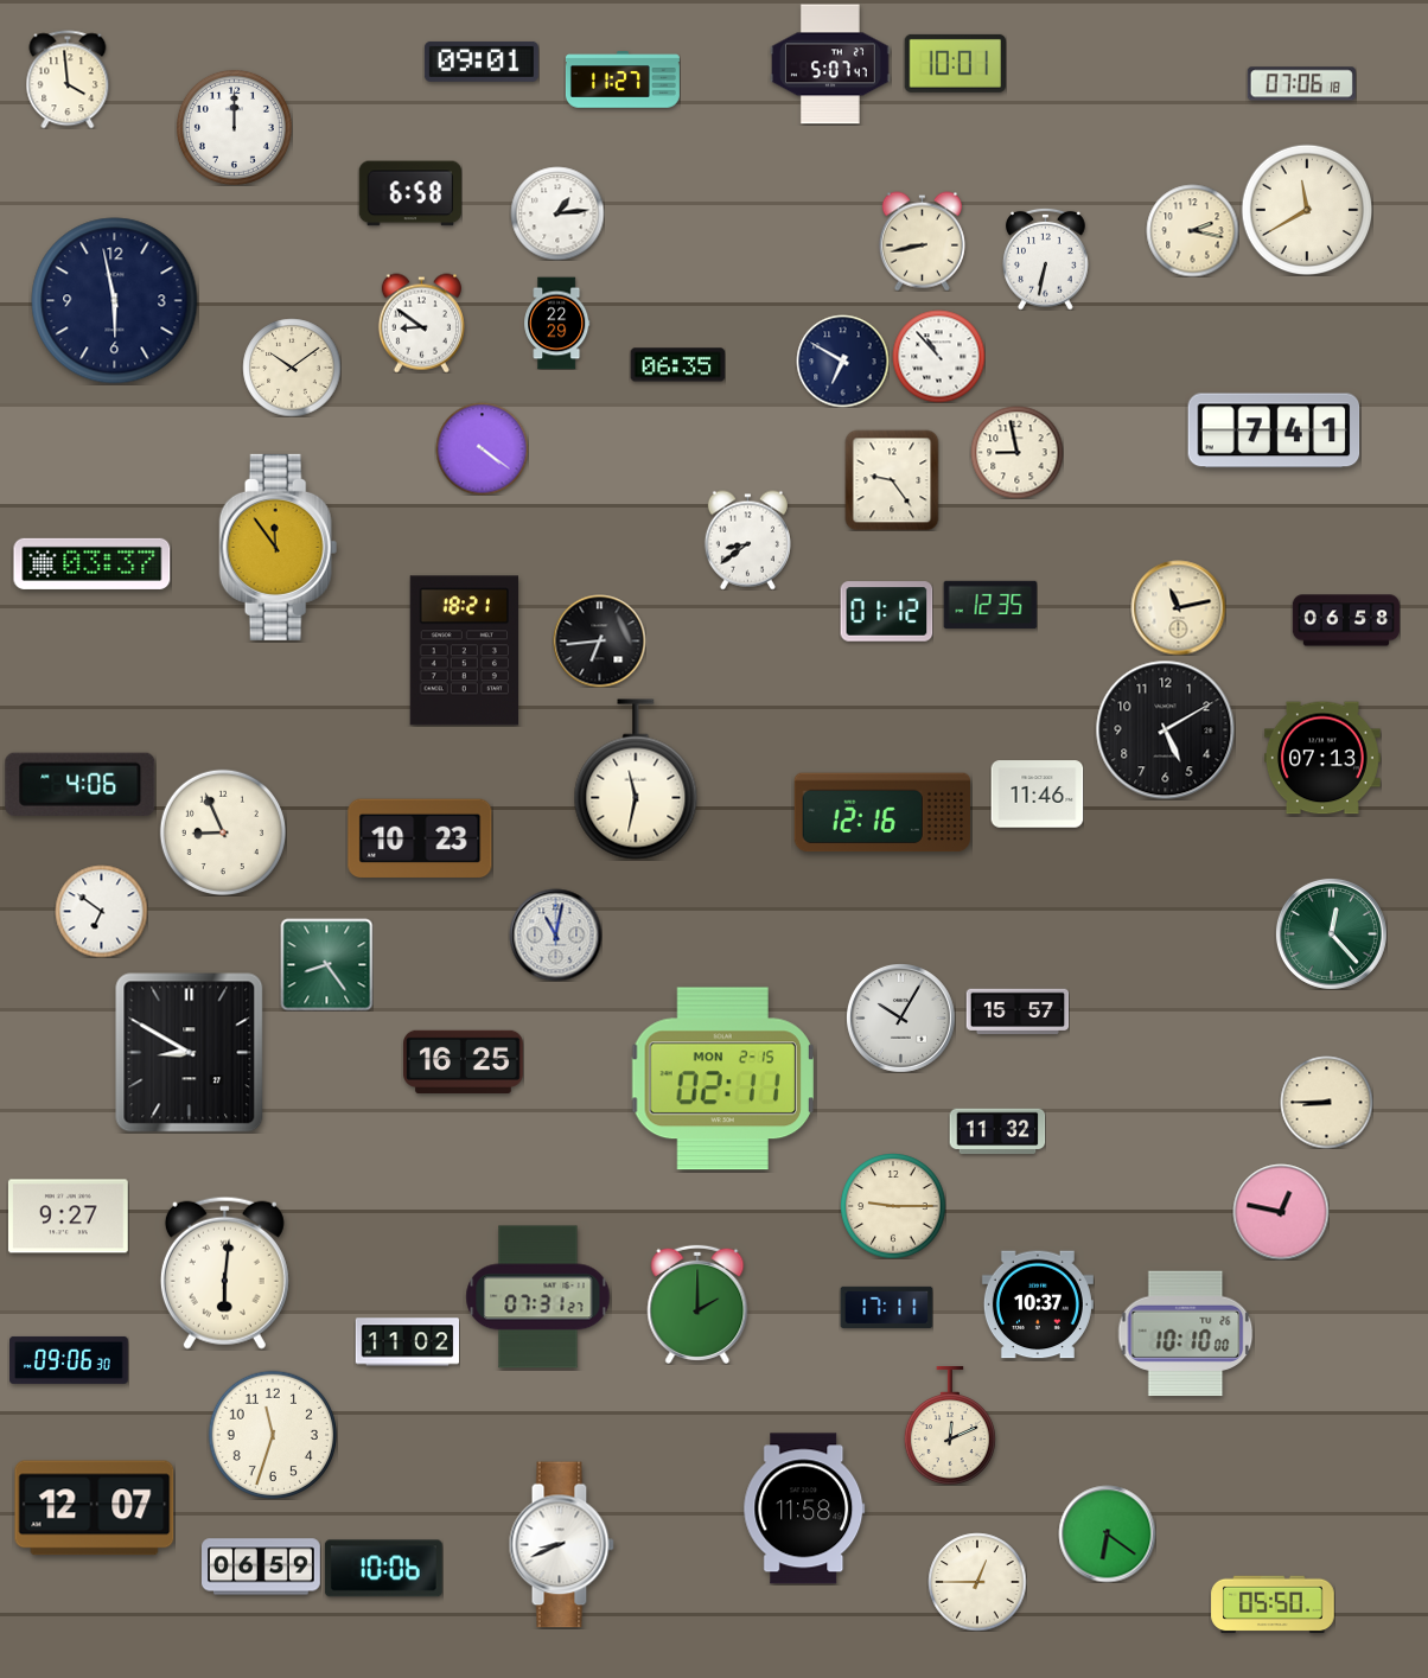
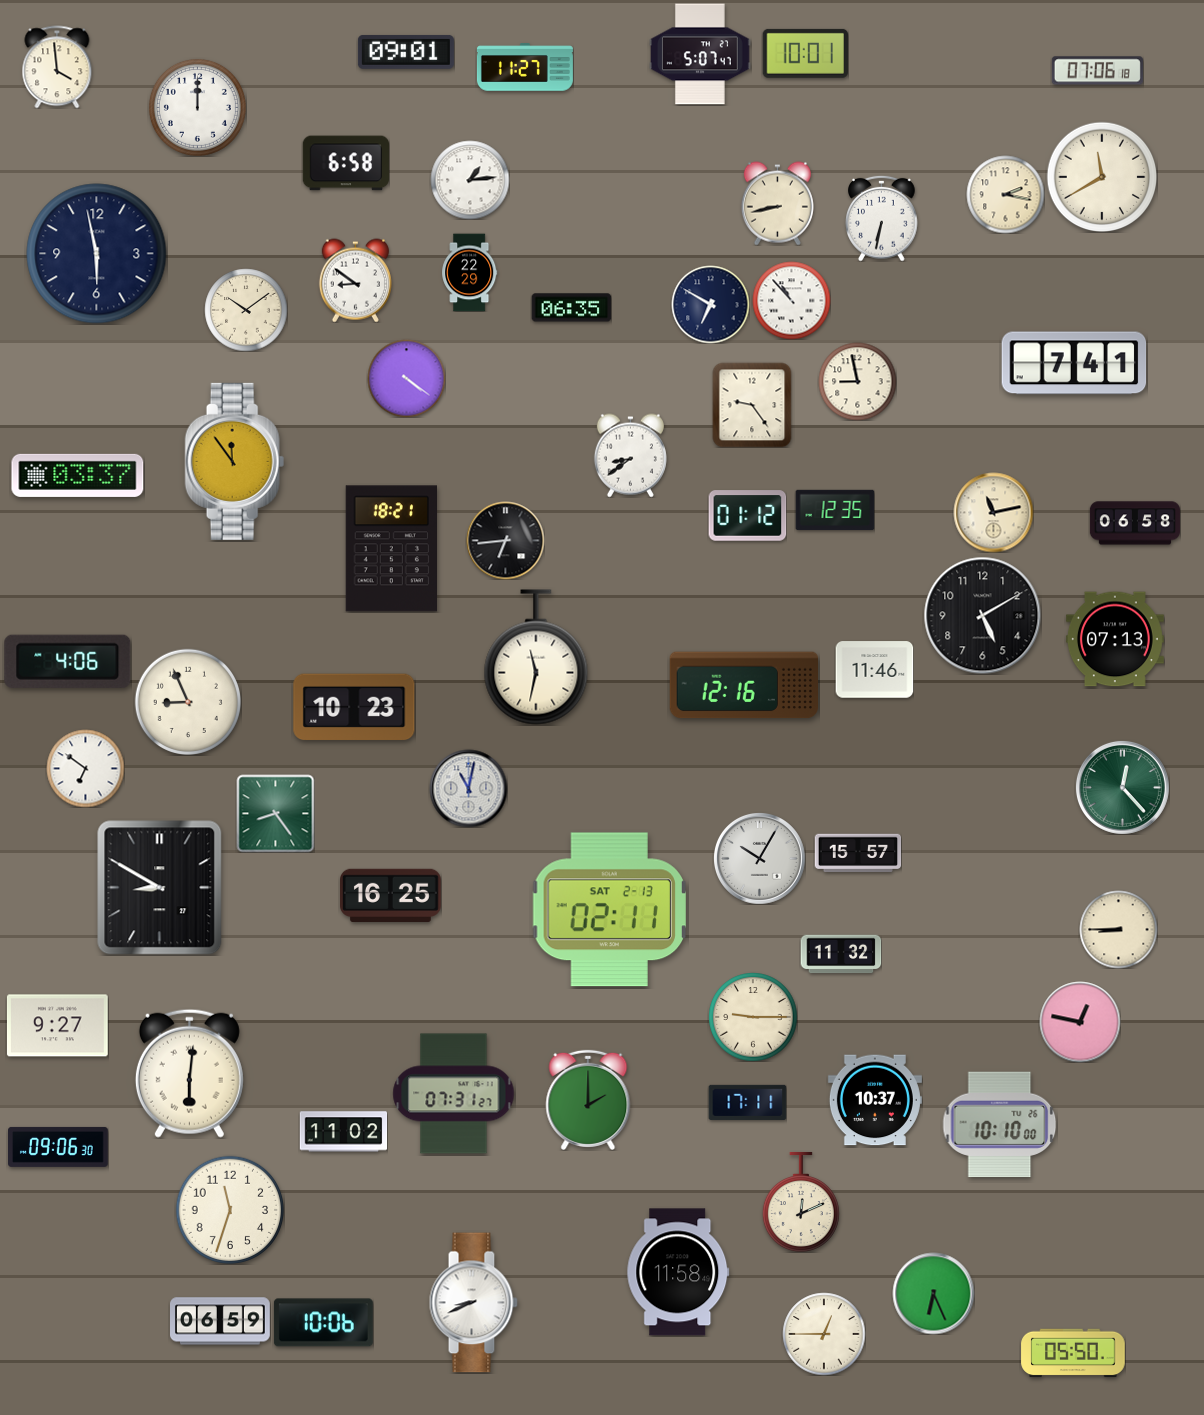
clock at (421, 323) position: (421, 323) -> (355, 280)
clock at (722, 1079) date: MON 2-15 -> SAT 2-13
clock at (95, 1508): 12:07 -> none
clock at (1107, 1533): 6:21 -> 6:26
